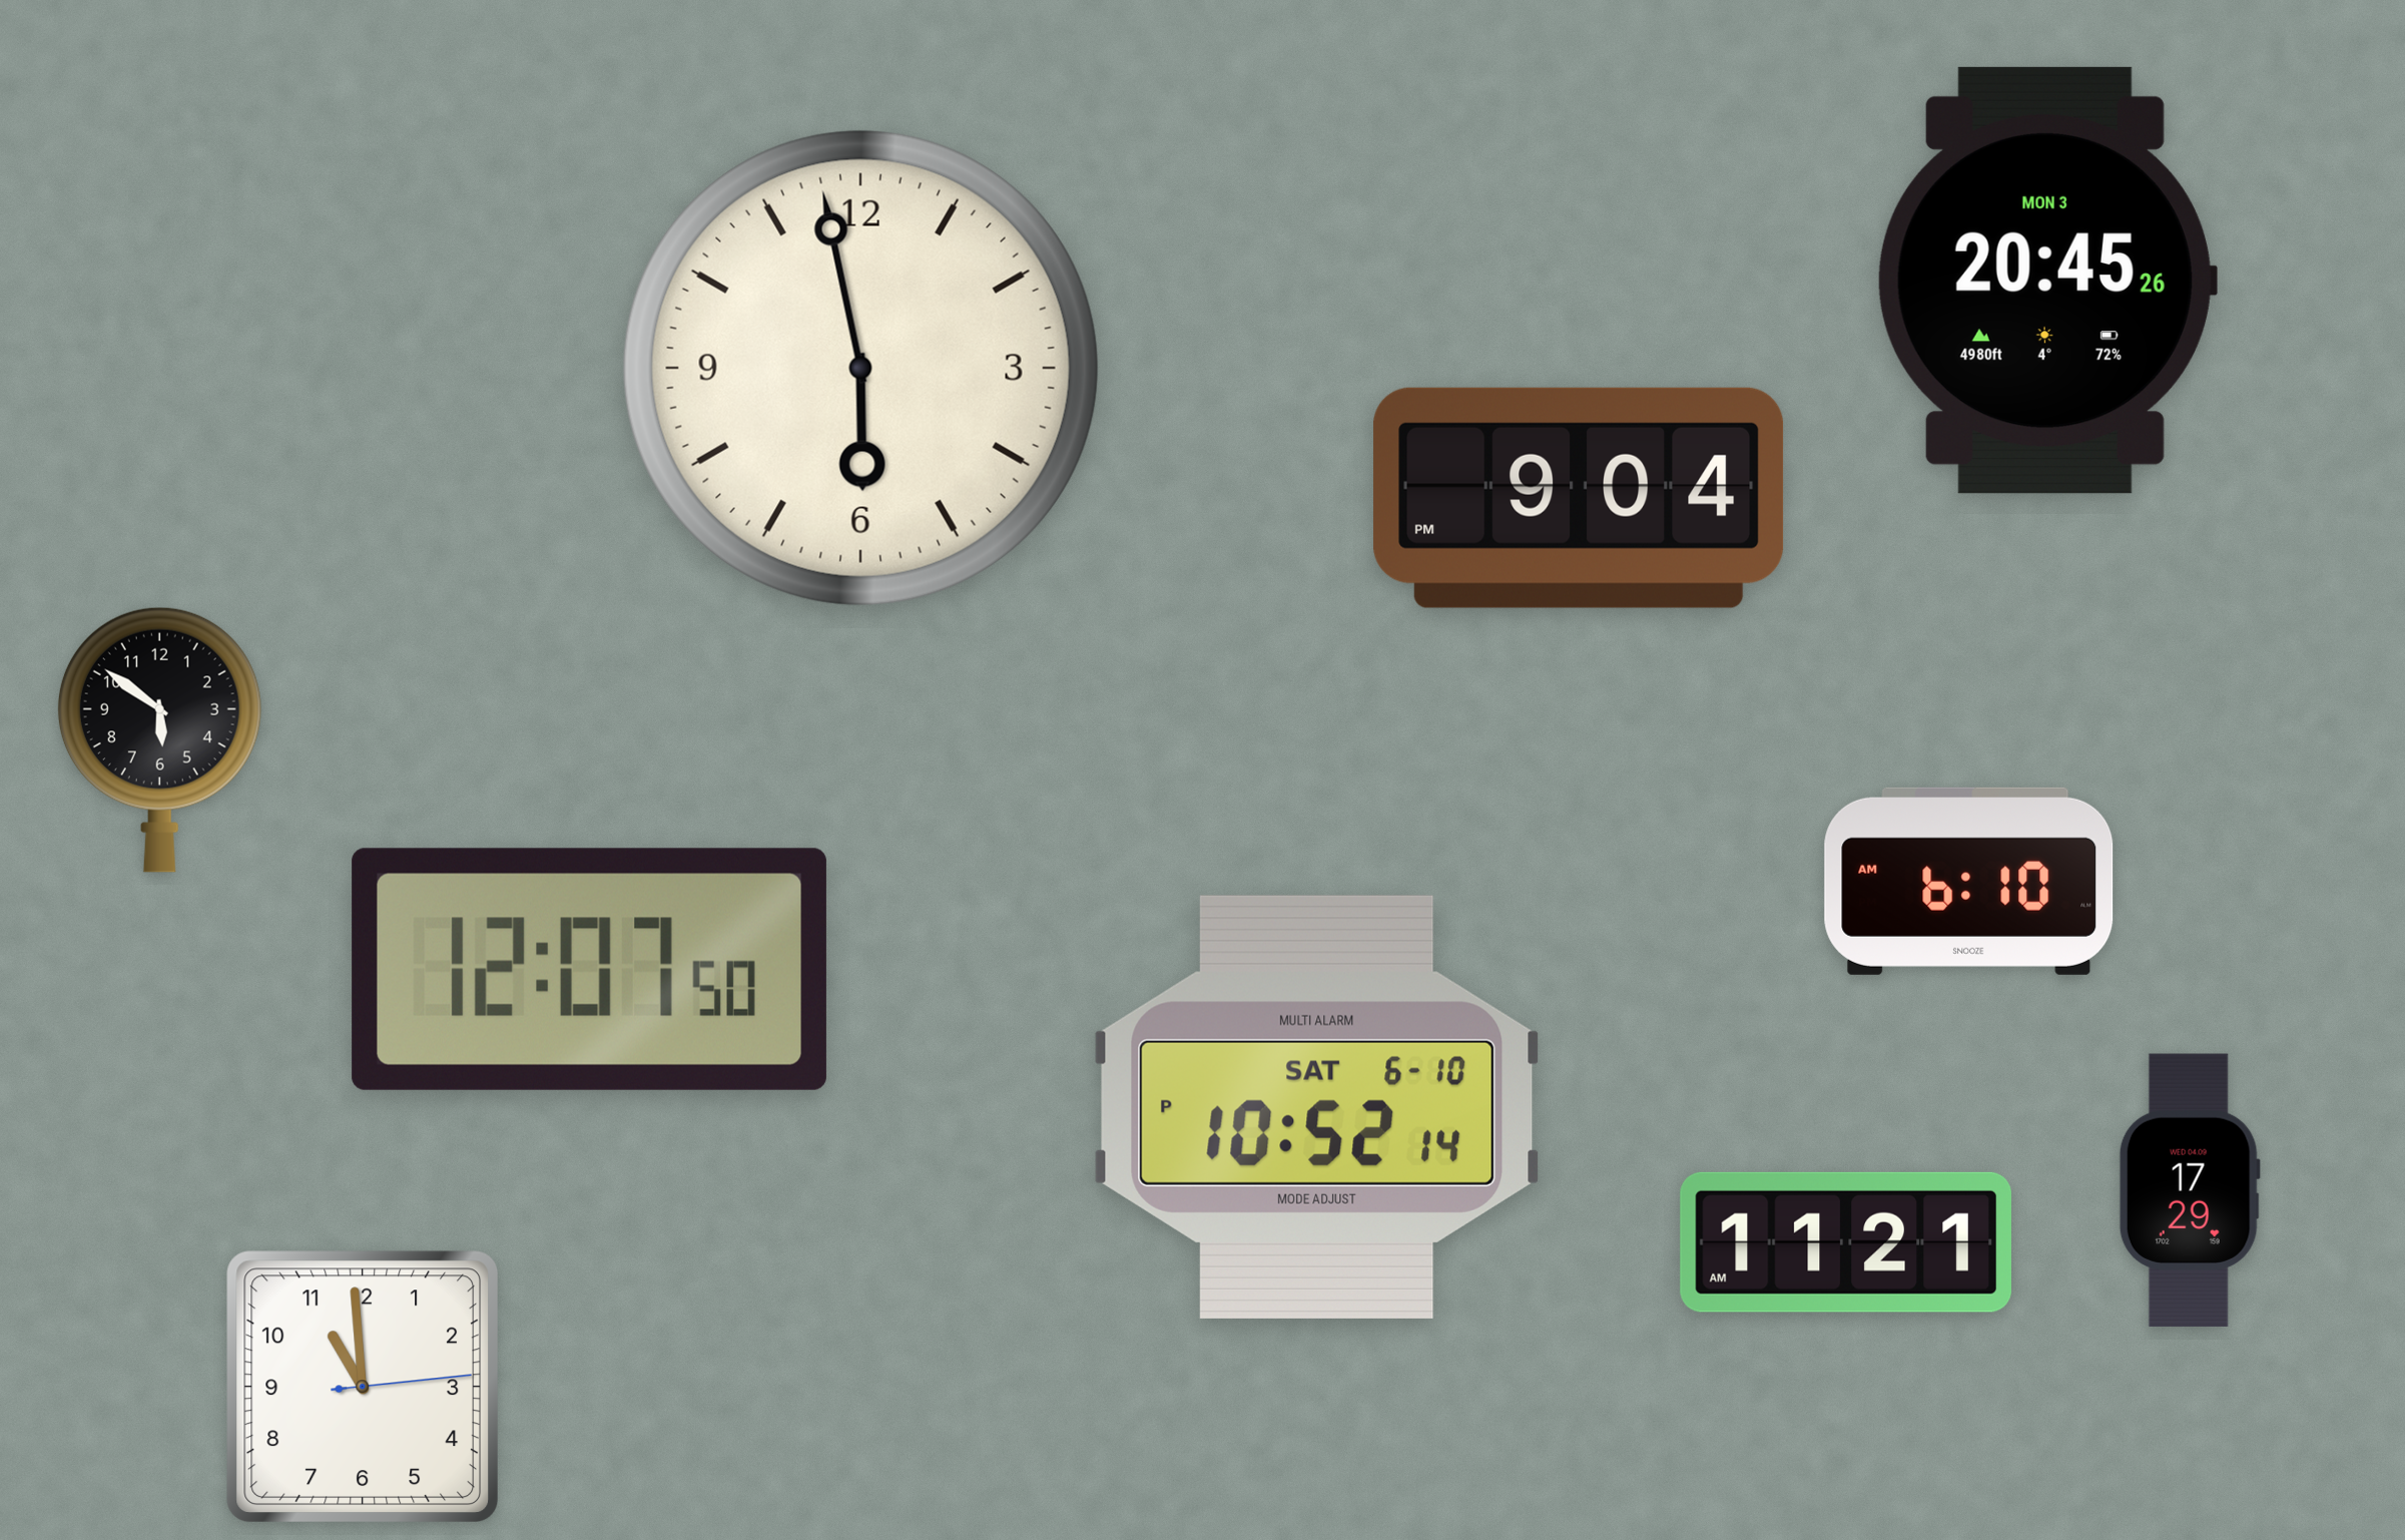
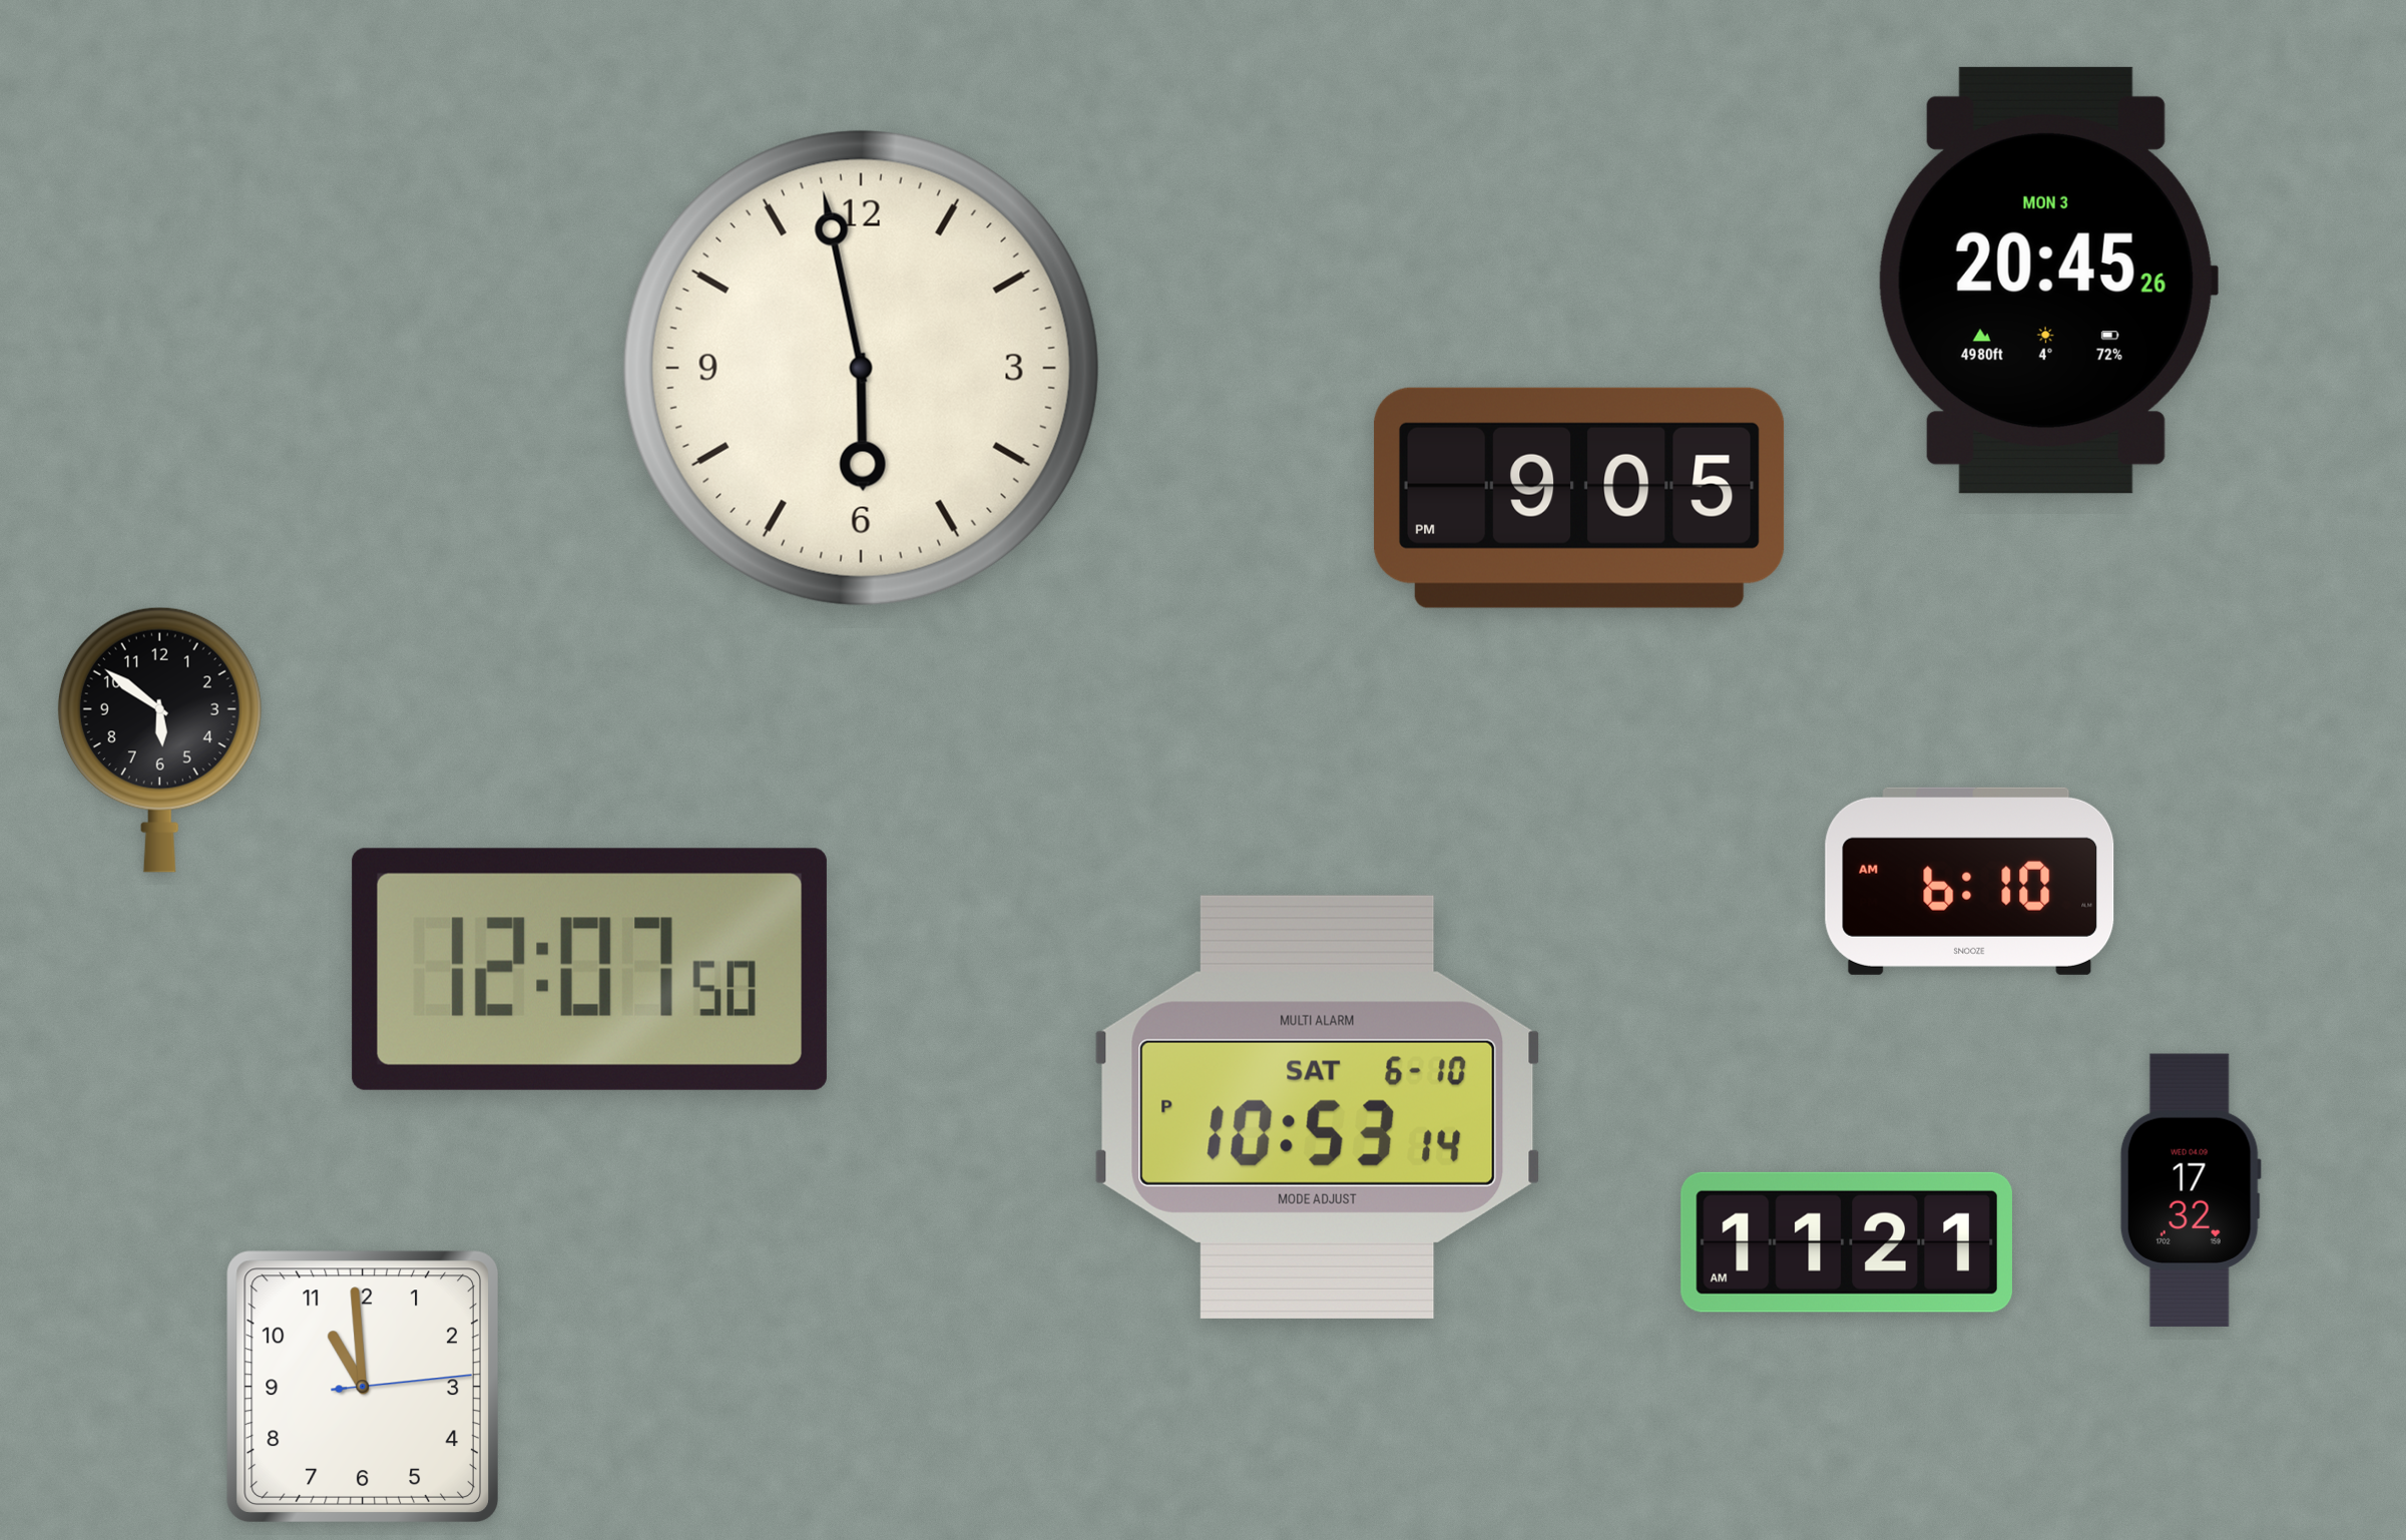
clock at (1579, 498): 9:04 -> 9:05
clock at (1317, 1107): 10:52 -> 10:53
clock at (2190, 1190): 17:29 -> 17:32
